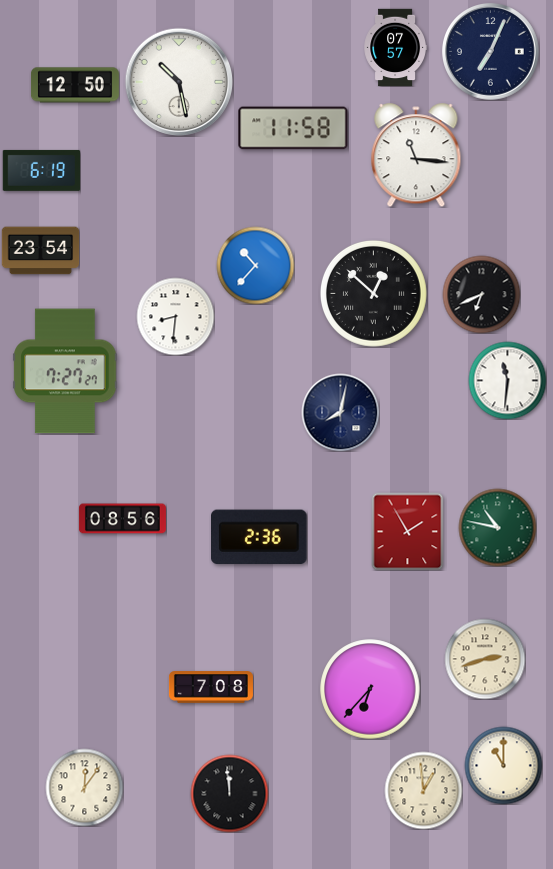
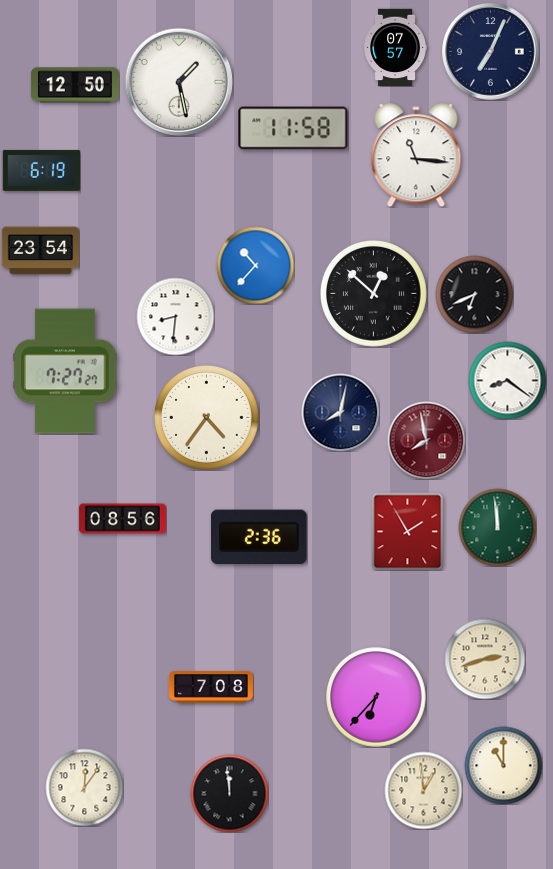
clock at (178, 81): 10:28 -> 1:28
clock at (481, 294) position: (481, 294) -> (474, 294)
clock at (507, 380): 11:31 -> 8:21
clock at (207, 418): none -> 4:36
clock at (426, 440): none -> 7:58
clock at (497, 527): 10:47 -> 11:59
clock at (370, 689) position: (370, 689) -> (376, 697)
